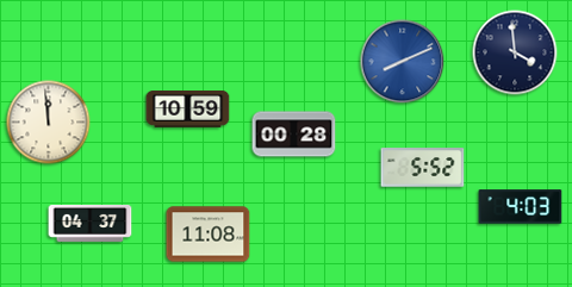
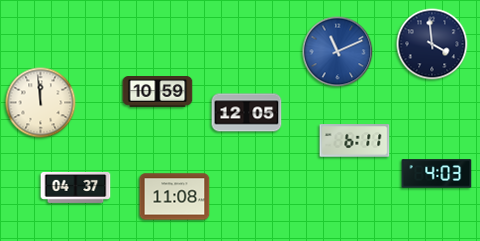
clock at (403, 62): 8:11 -> 11:11
clock at (294, 135): 00:28 -> 12:05
clock at (423, 168): 5:52 -> 6:11
